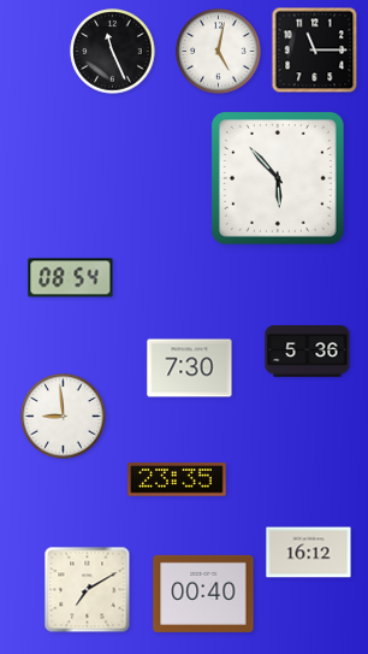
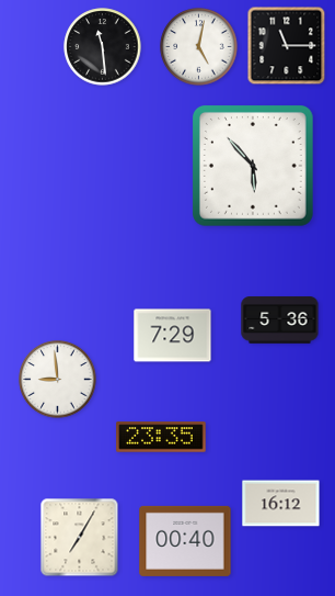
clock at (113, 52): 11:26 -> 11:29
clock at (279, 179) position: (279, 179) -> (254, 167)
clock at (71, 278): 08:54 -> none
clock at (190, 369): 7:30 -> 7:29
clock at (88, 590): 7:10 -> 7:05
